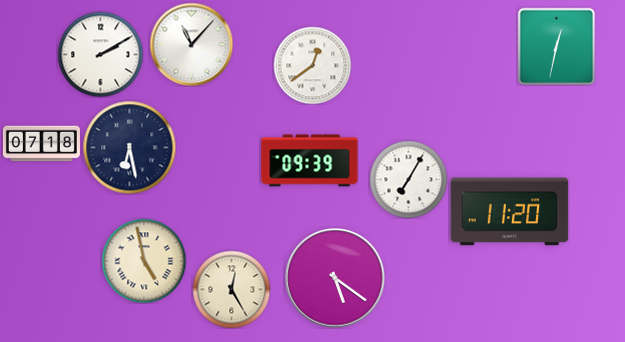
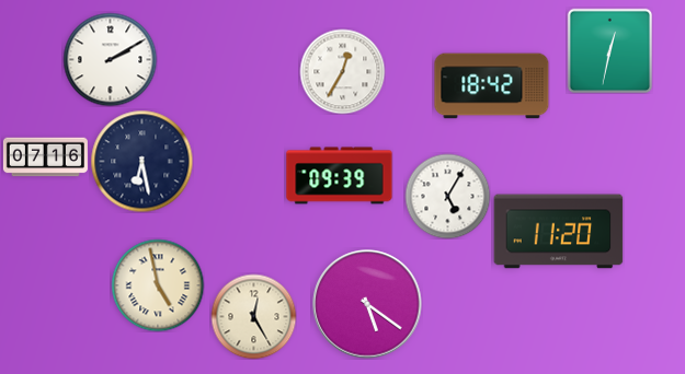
clock at (191, 44): 11:07 -> none
clock at (312, 65): 12:39 -> 12:35
clock at (492, 86): none -> 18:42
clock at (41, 144): 07:18 -> 07:16
clock at (408, 179): 7:05 -> 5:05
